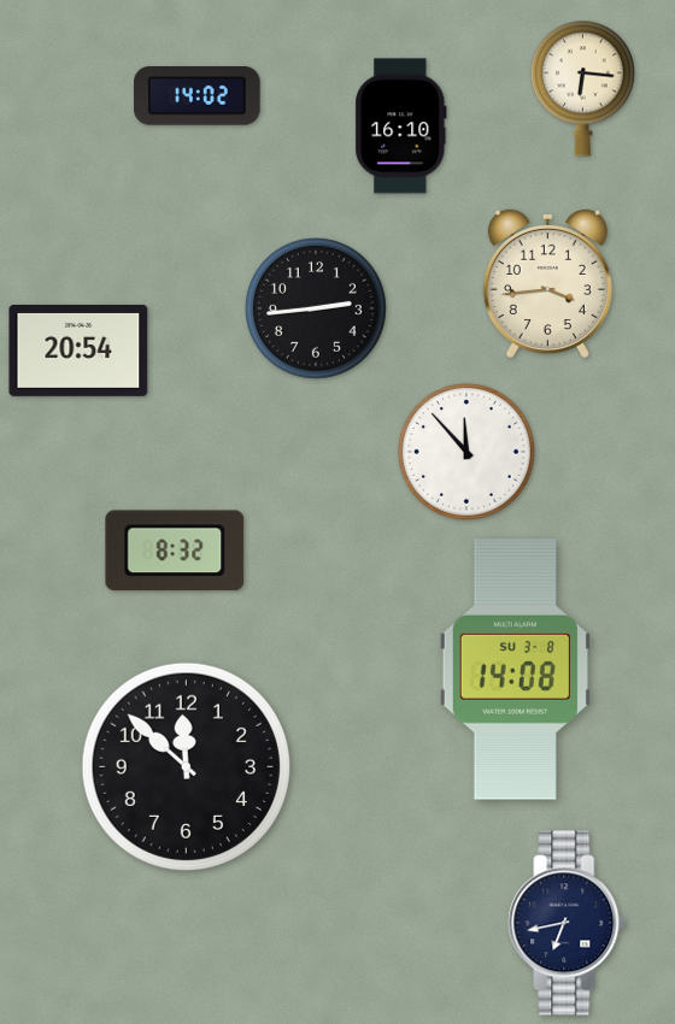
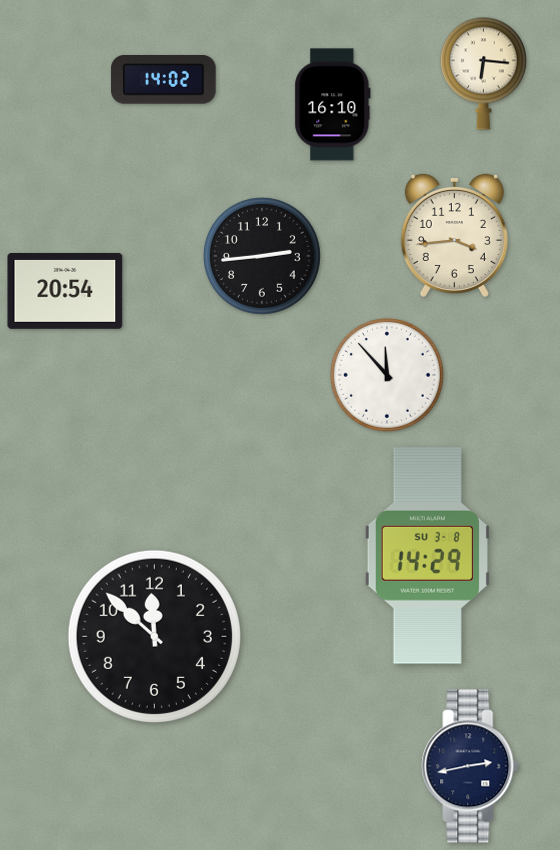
clock at (175, 551): 8:32 -> none
clock at (515, 670): 14:08 -> 14:29
clock at (567, 923): 6:43 -> 2:43
